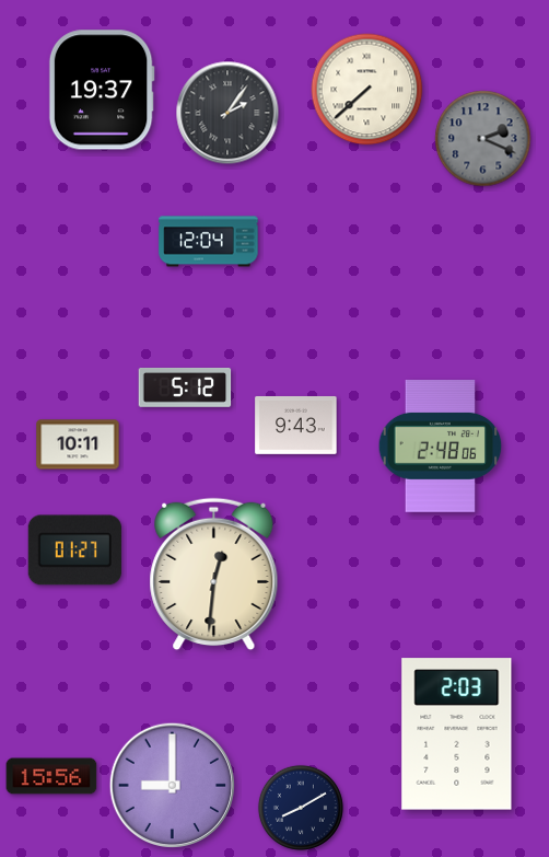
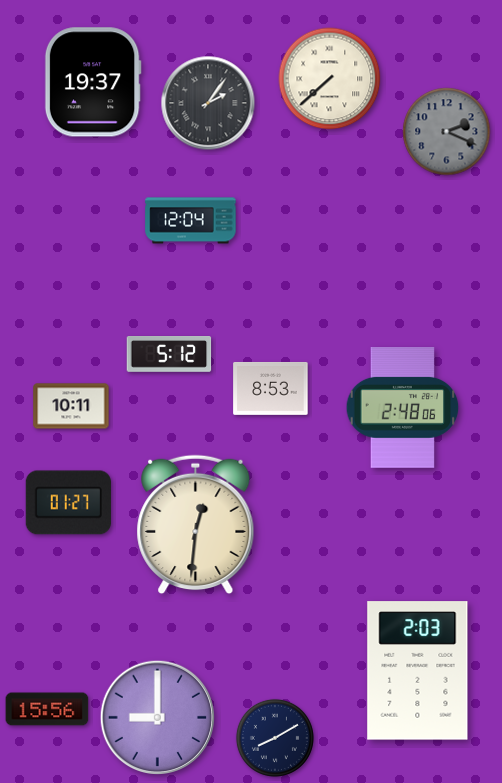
clock at (367, 90) position: (367, 90) -> (330, 79)
clock at (483, 139) position: (483, 139) -> (447, 132)
clock at (296, 425): 9:43 -> 8:53
